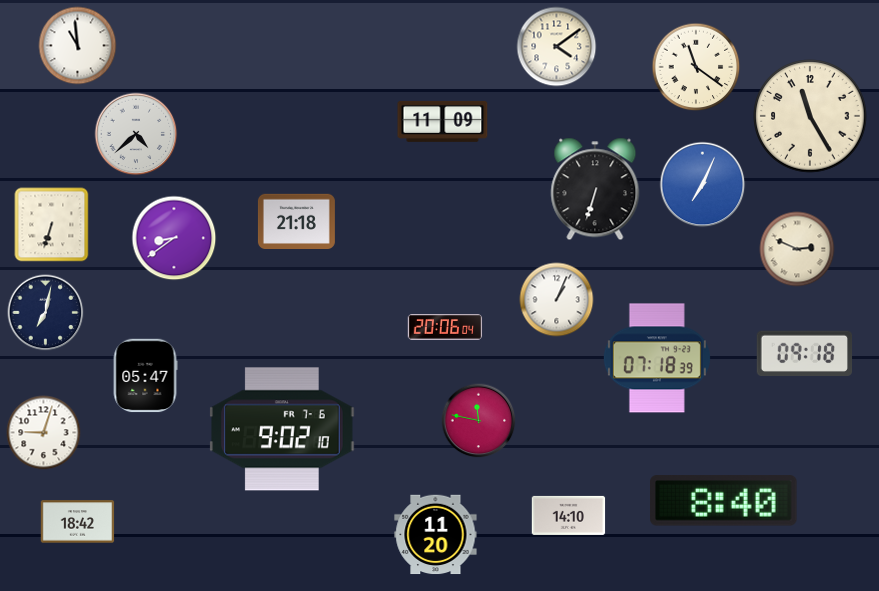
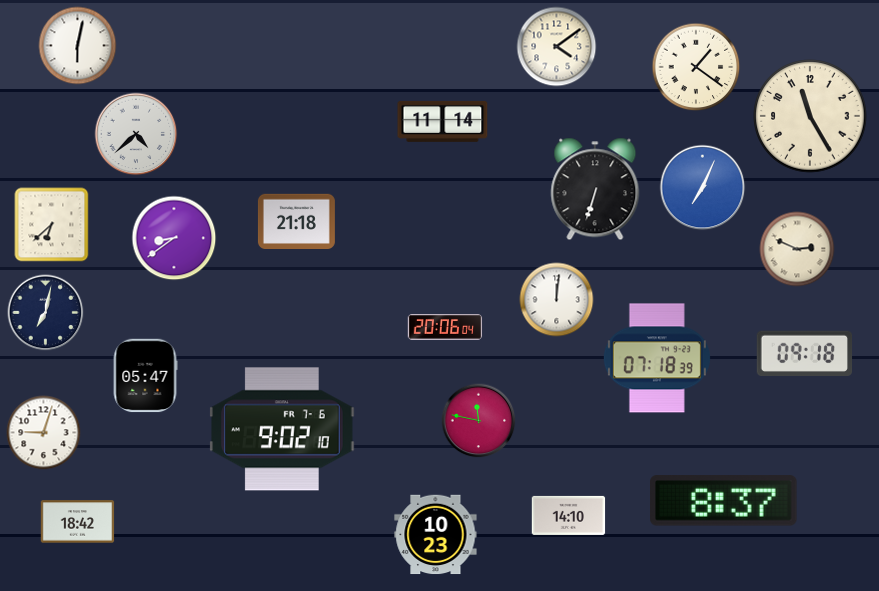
clock at (78, 46): 10:59 -> 6:02
clock at (696, 67): 11:21 -> 1:21
clock at (443, 121): 11:09 -> 11:14
clock at (703, 185) position: (703, 185) -> (703, 188)
clock at (52, 225): 6:33 -> 6:38
clock at (557, 300): 1:04 -> 12:01
clock at (724, 501): 8:40 -> 8:37
clock at (436, 535): 11:20 -> 10:23
